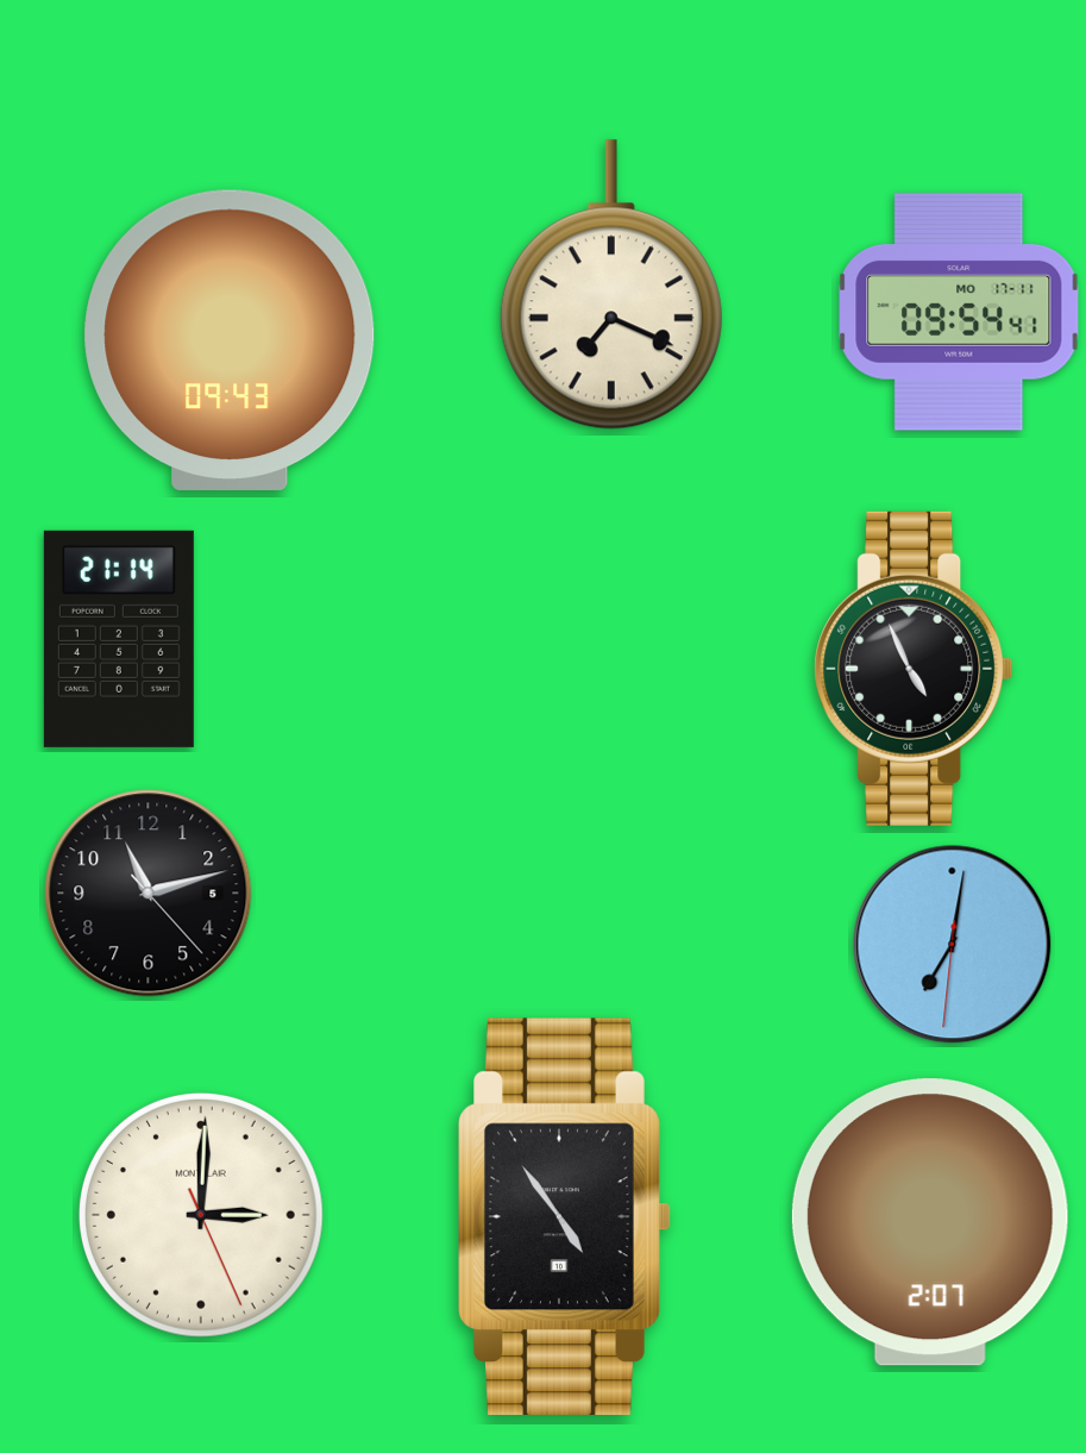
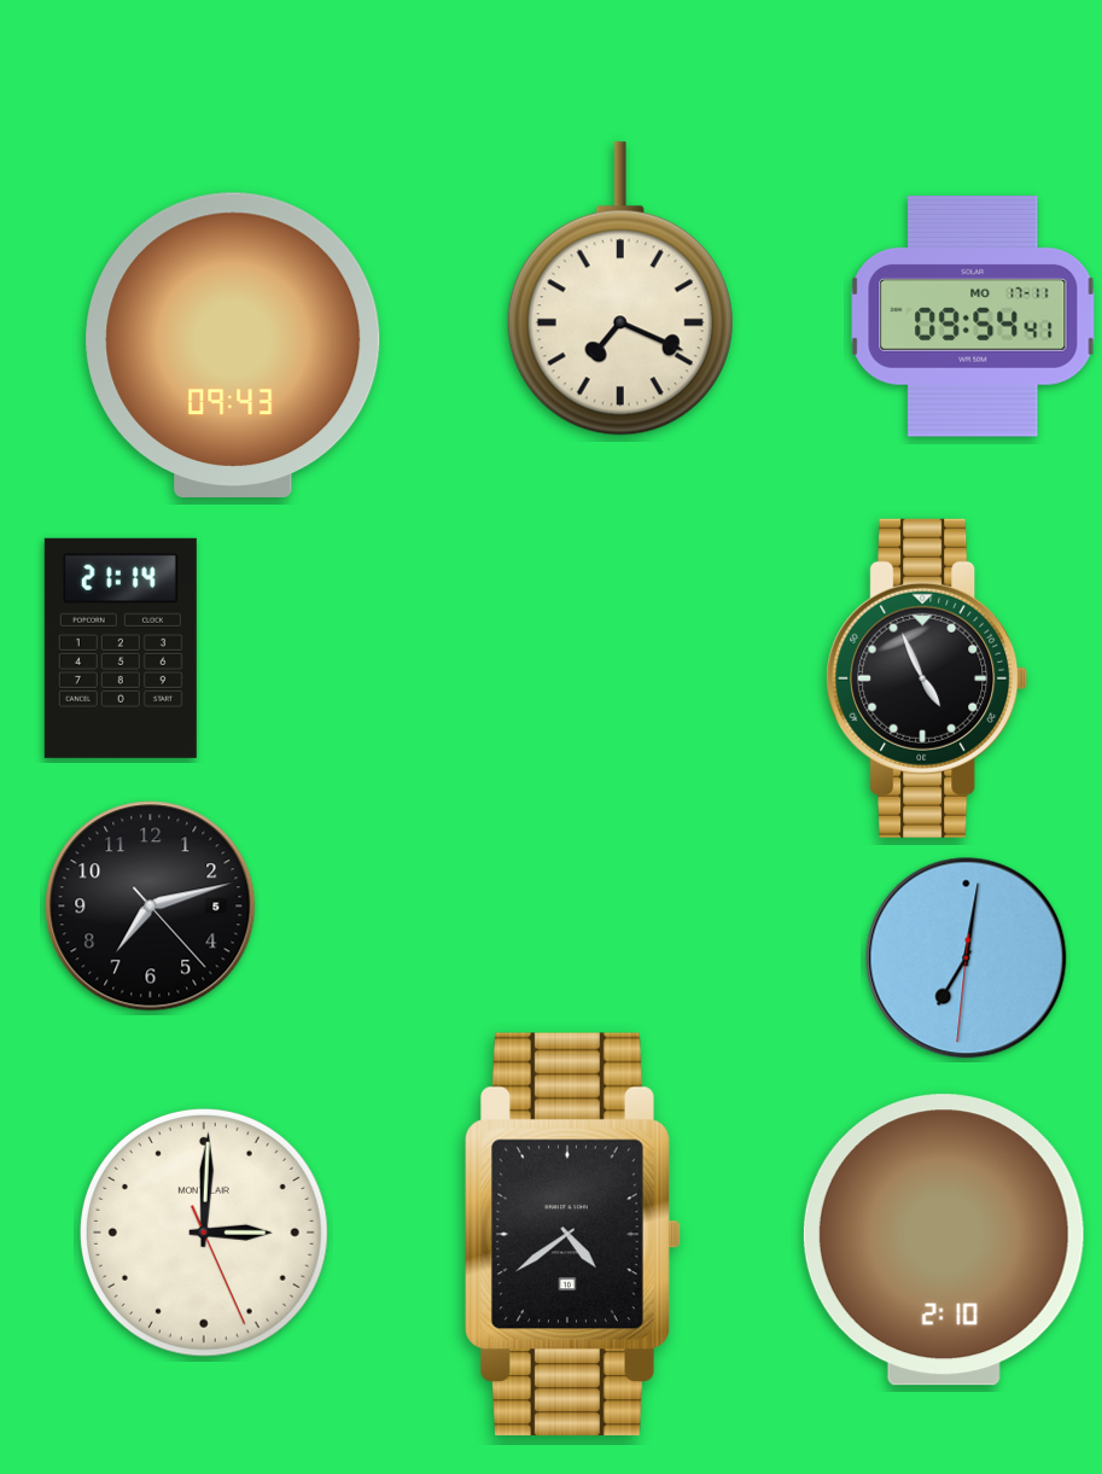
clock at (149, 894): 11:12 -> 7:12
clock at (565, 1216): 4:54 -> 4:39
clock at (930, 1222): 2:07 -> 2:10
